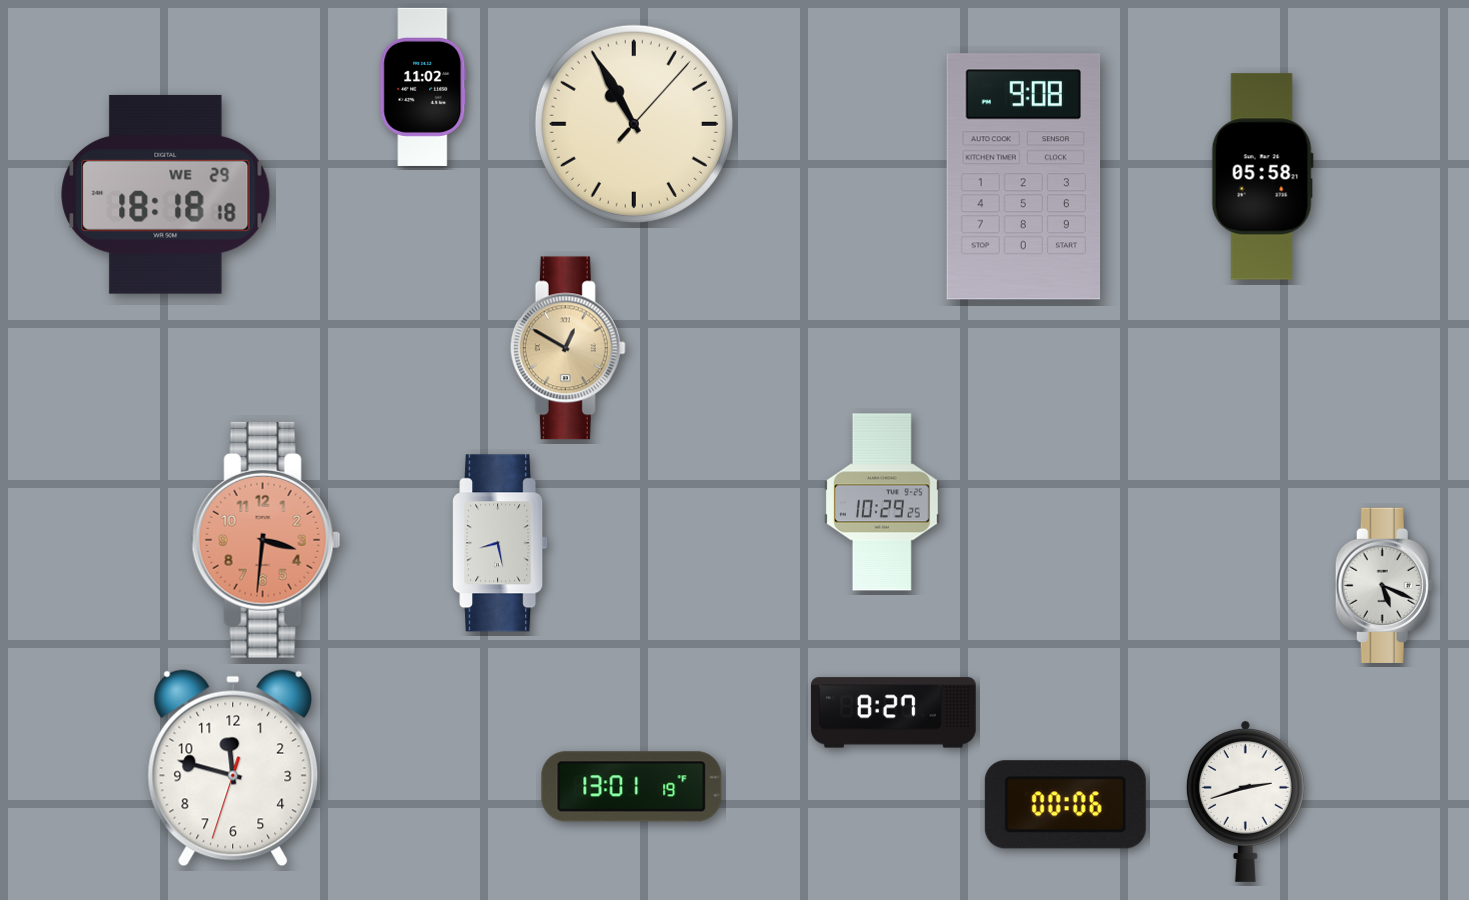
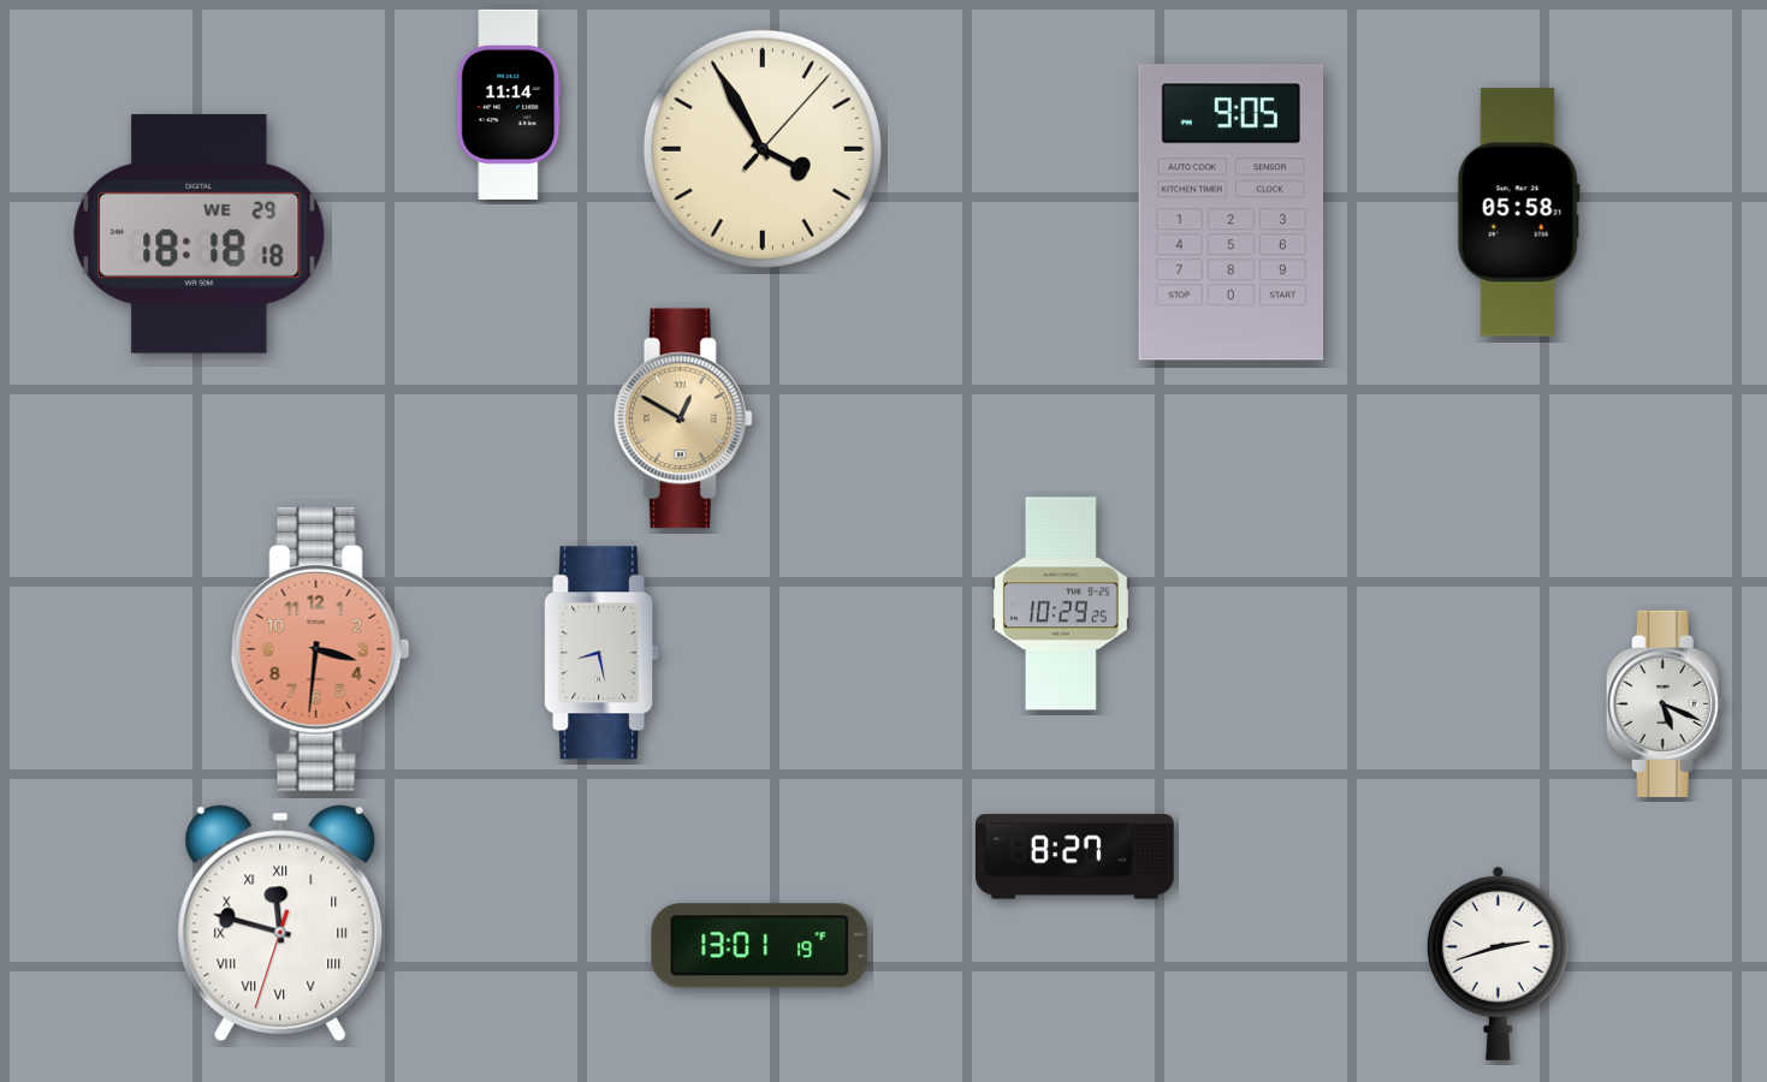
clock at (423, 87): 11:02 -> 11:14
clock at (634, 124): 10:55 -> 3:55
clock at (1024, 177): 9:08 -> 9:05
clock at (233, 768) numerals: Arabic -> Roman
clock at (1065, 805): 00:06 -> none
